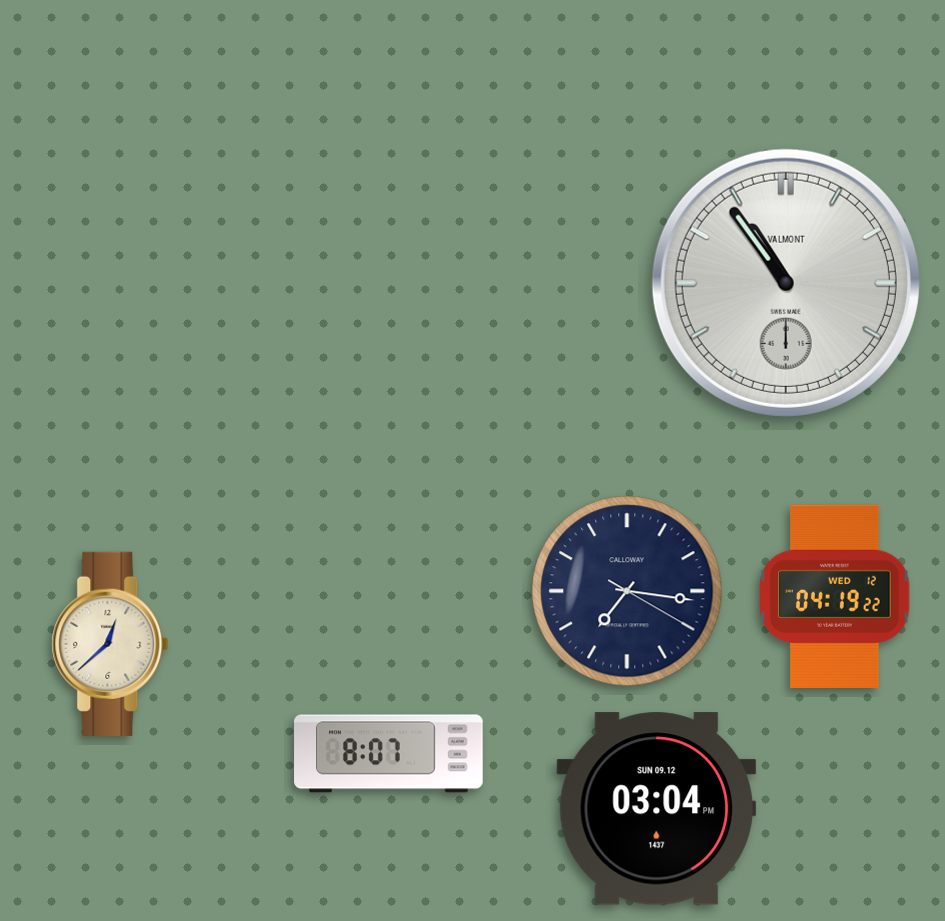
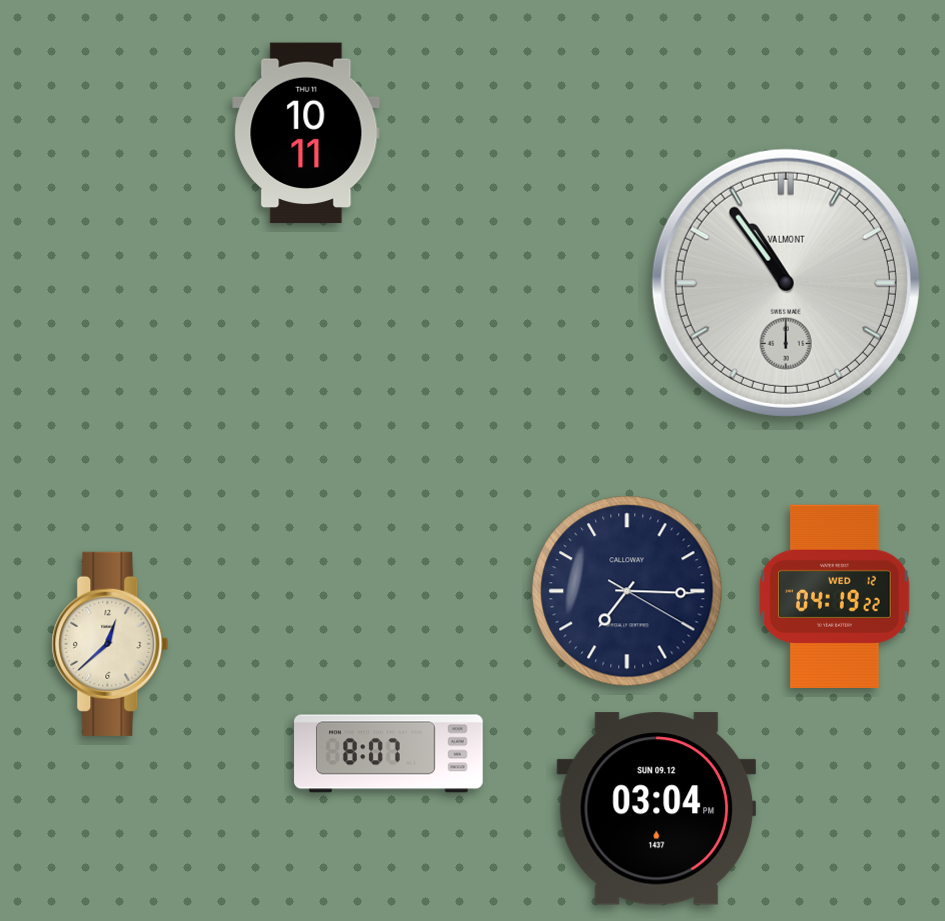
clock at (306, 133): none -> 10:11
clock at (627, 591): 7:16 -> 7:15
